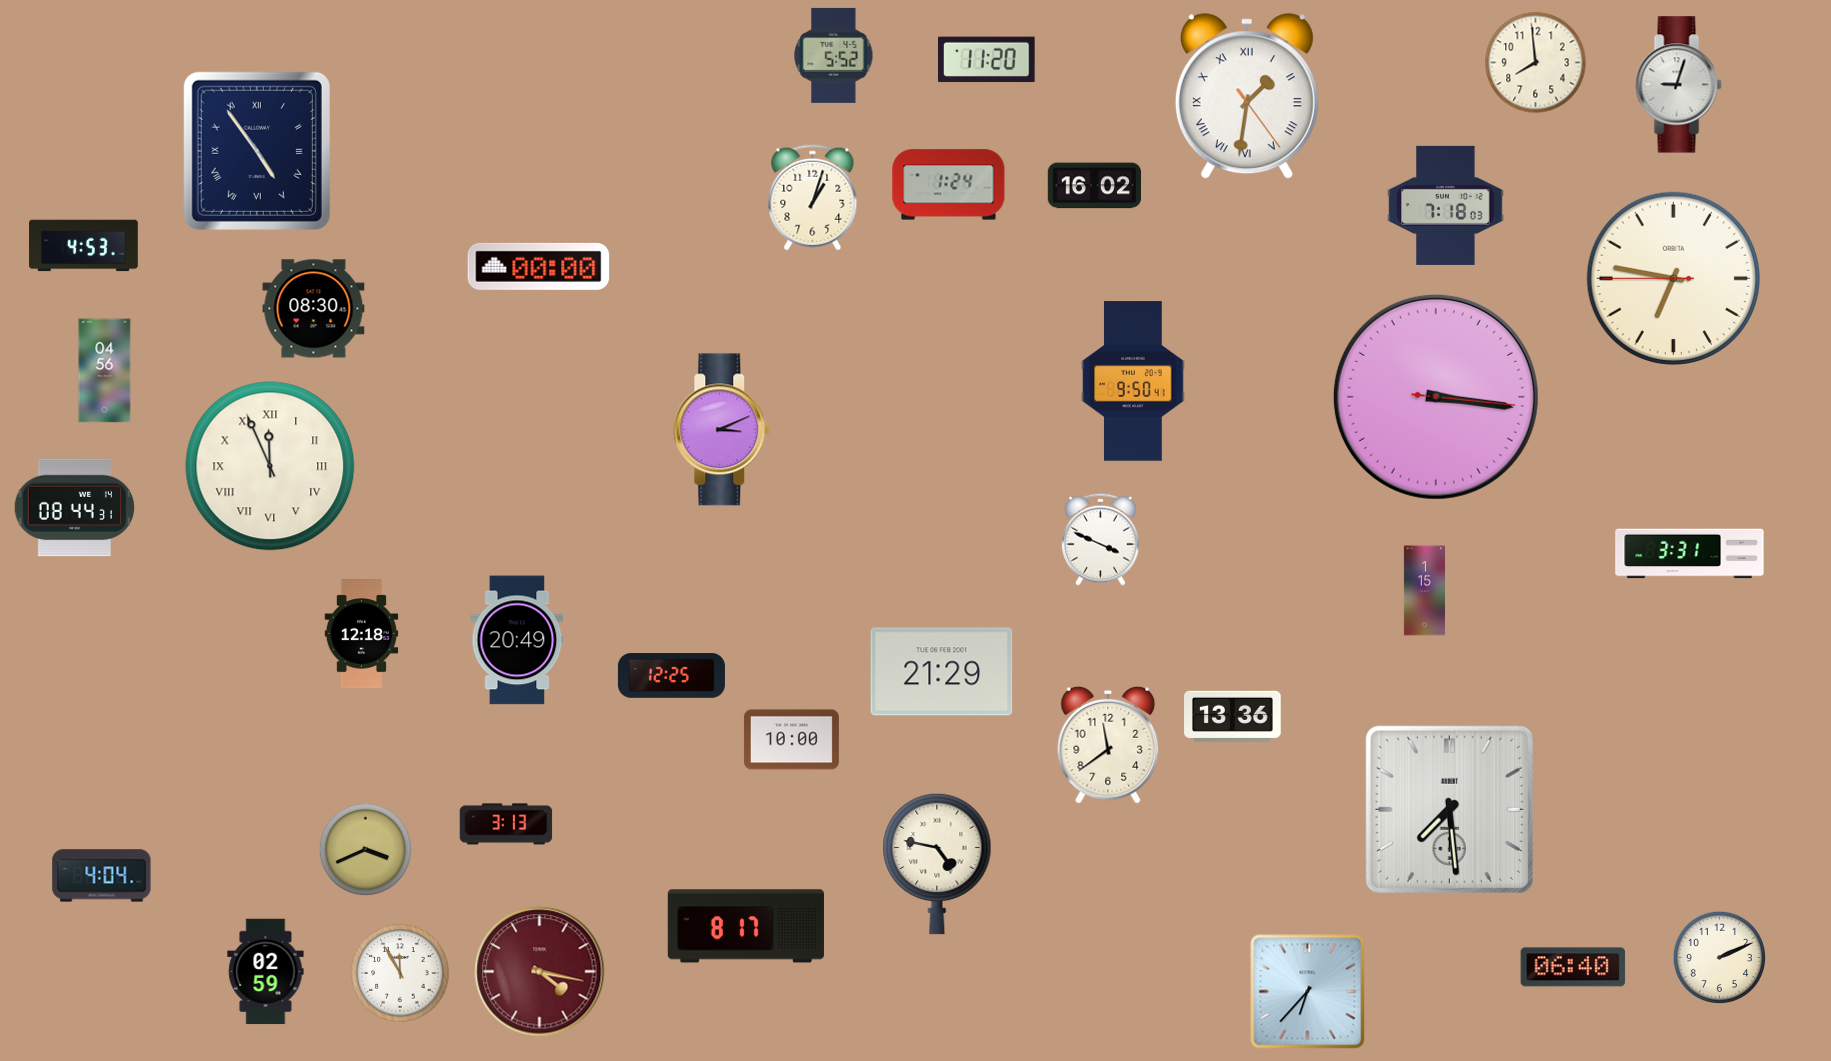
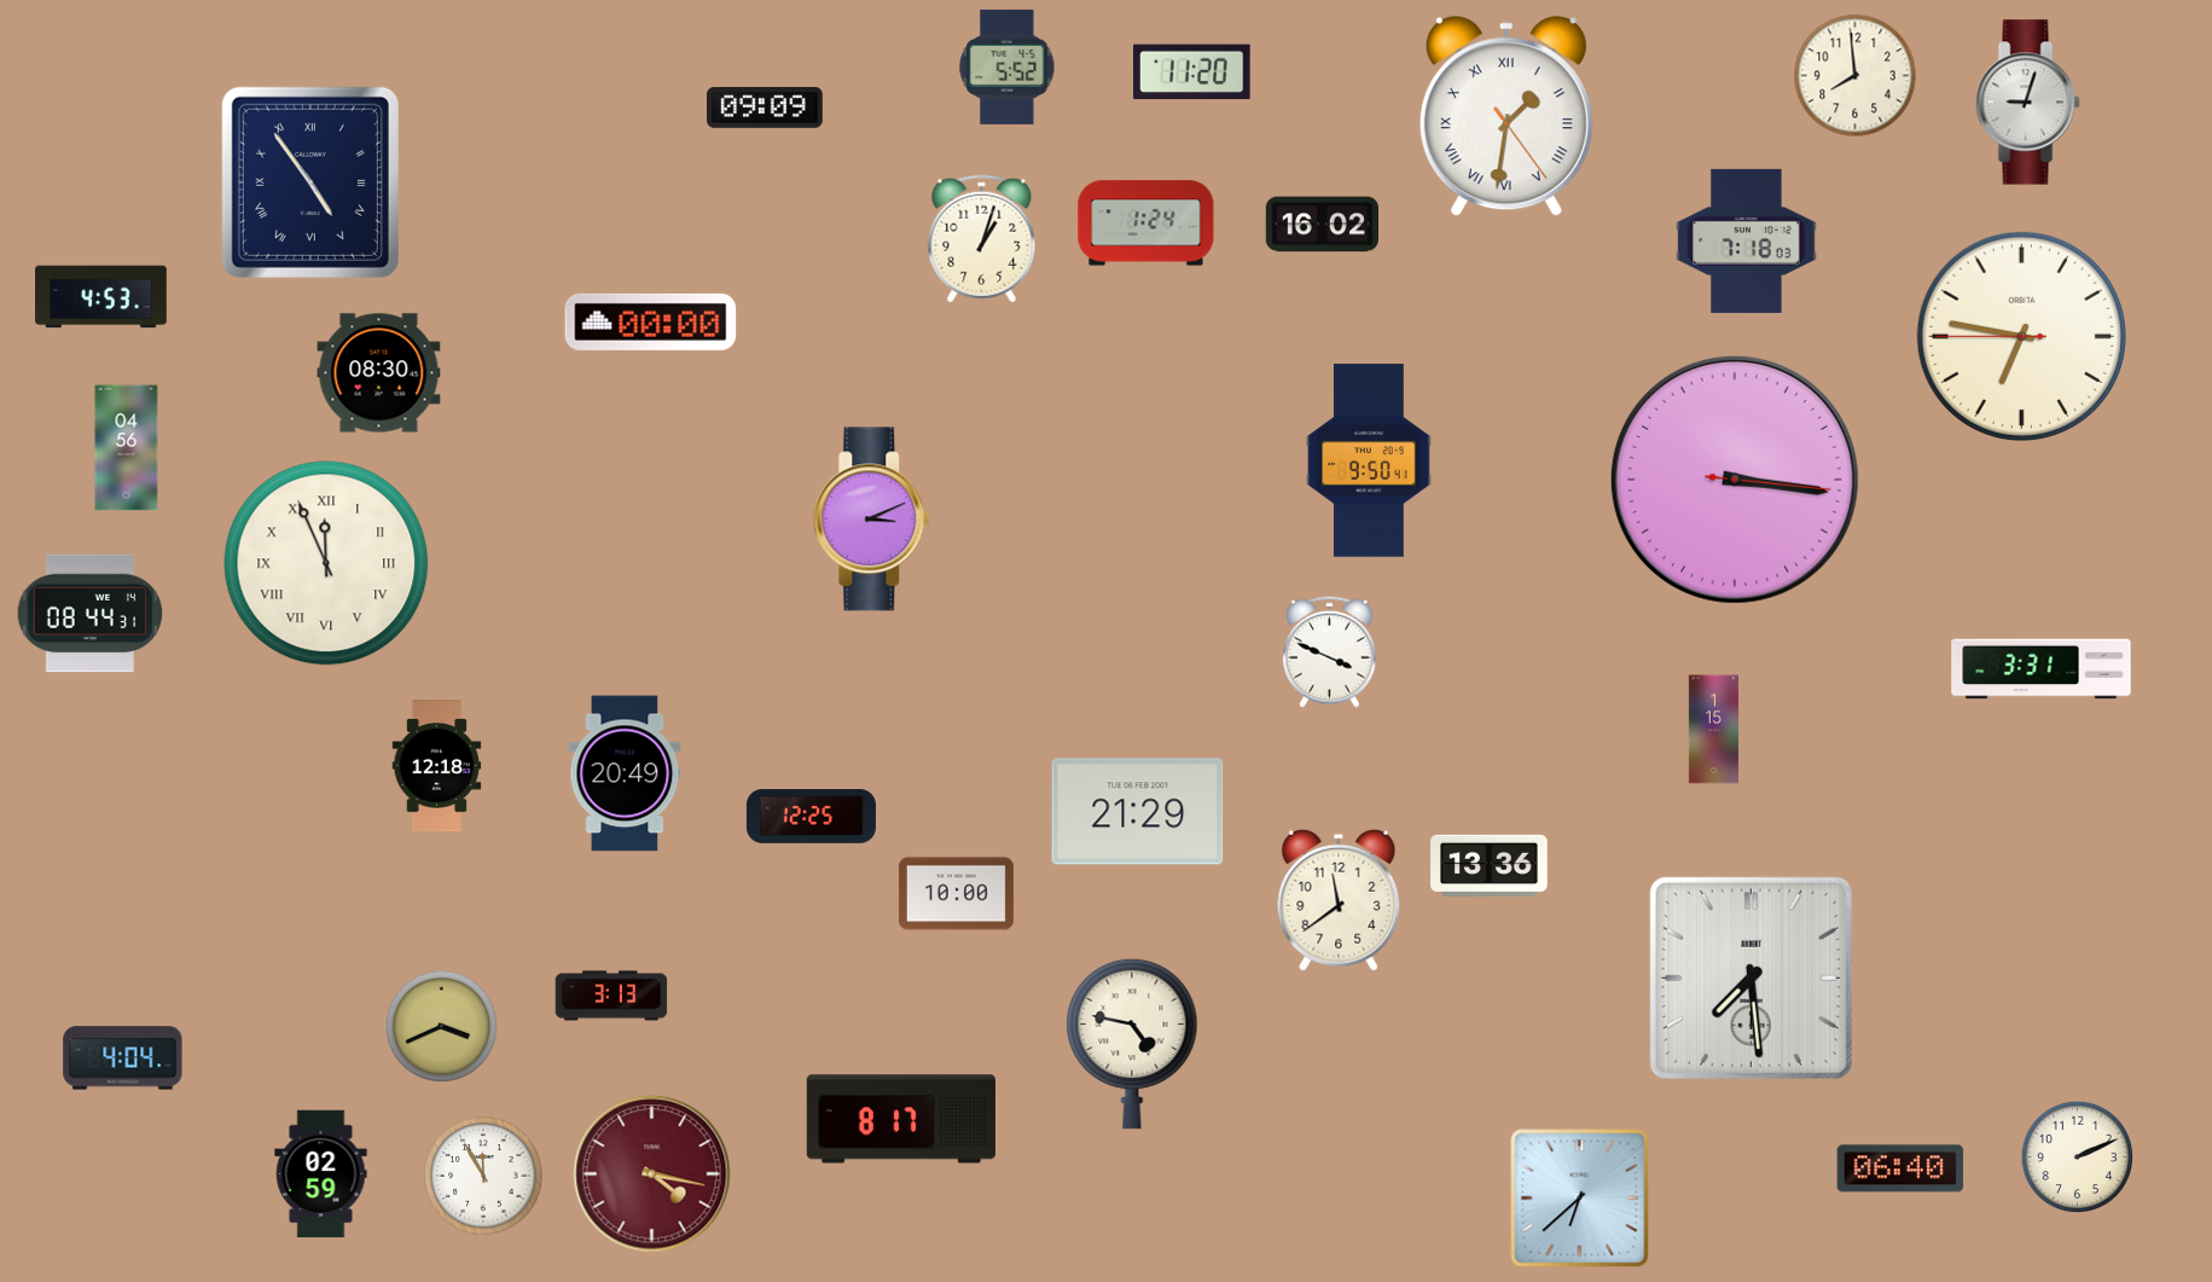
clock at (766, 109): none -> 09:09
clock at (1446, 205) position: (1446, 205) -> (1747, 240)
clock at (1424, 591) position: (1424, 591) -> (1713, 730)
clock at (1308, 992): 6:37 -> 6:38
